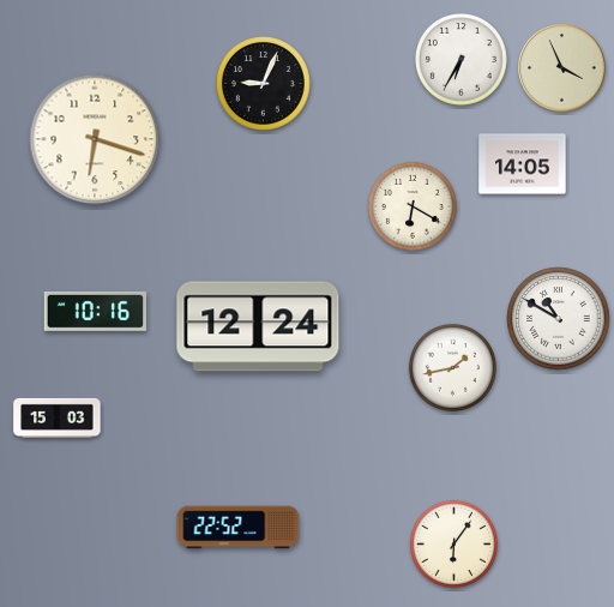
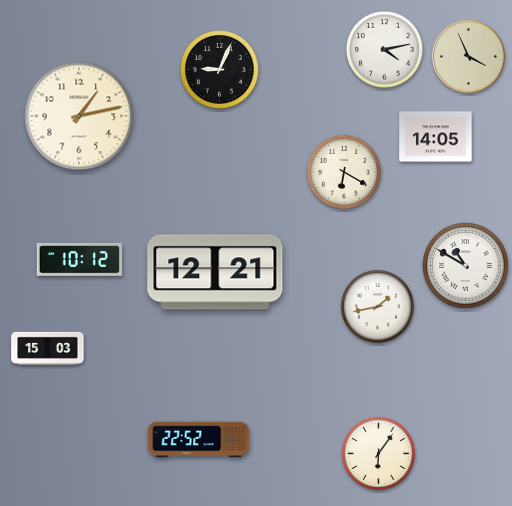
clock at (460, 59): 6:35 -> 4:13
clock at (95, 139): 6:18 -> 1:13
clock at (96, 312): 10:16 -> 10:12
clock at (258, 326): 12:24 -> 12:21
